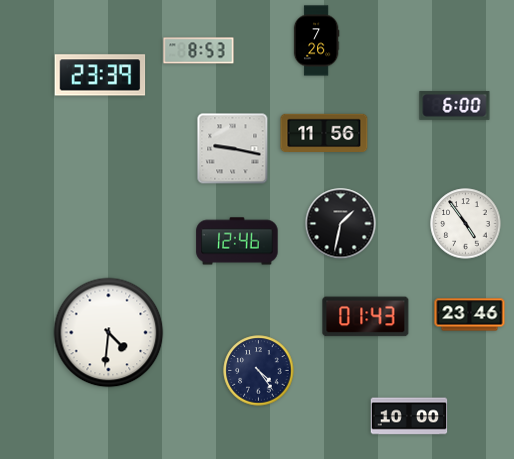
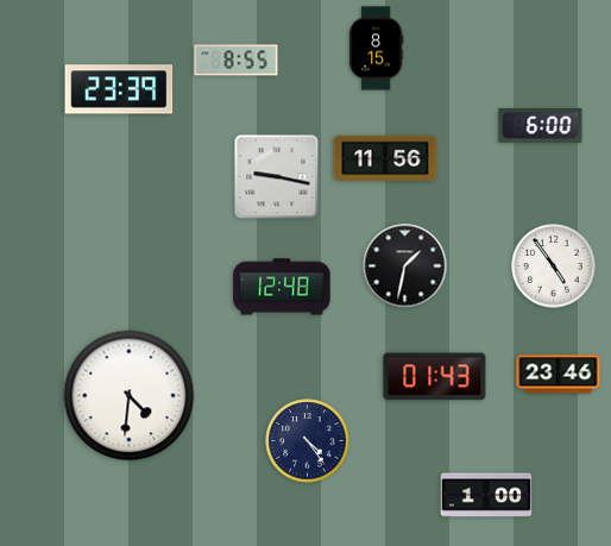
clock at (316, 41): 7:26 -> 8:15
clock at (199, 51): 8:53 -> 8:55
clock at (237, 241): 12:46 -> 12:48
clock at (409, 416): 10:00 -> 1:00
